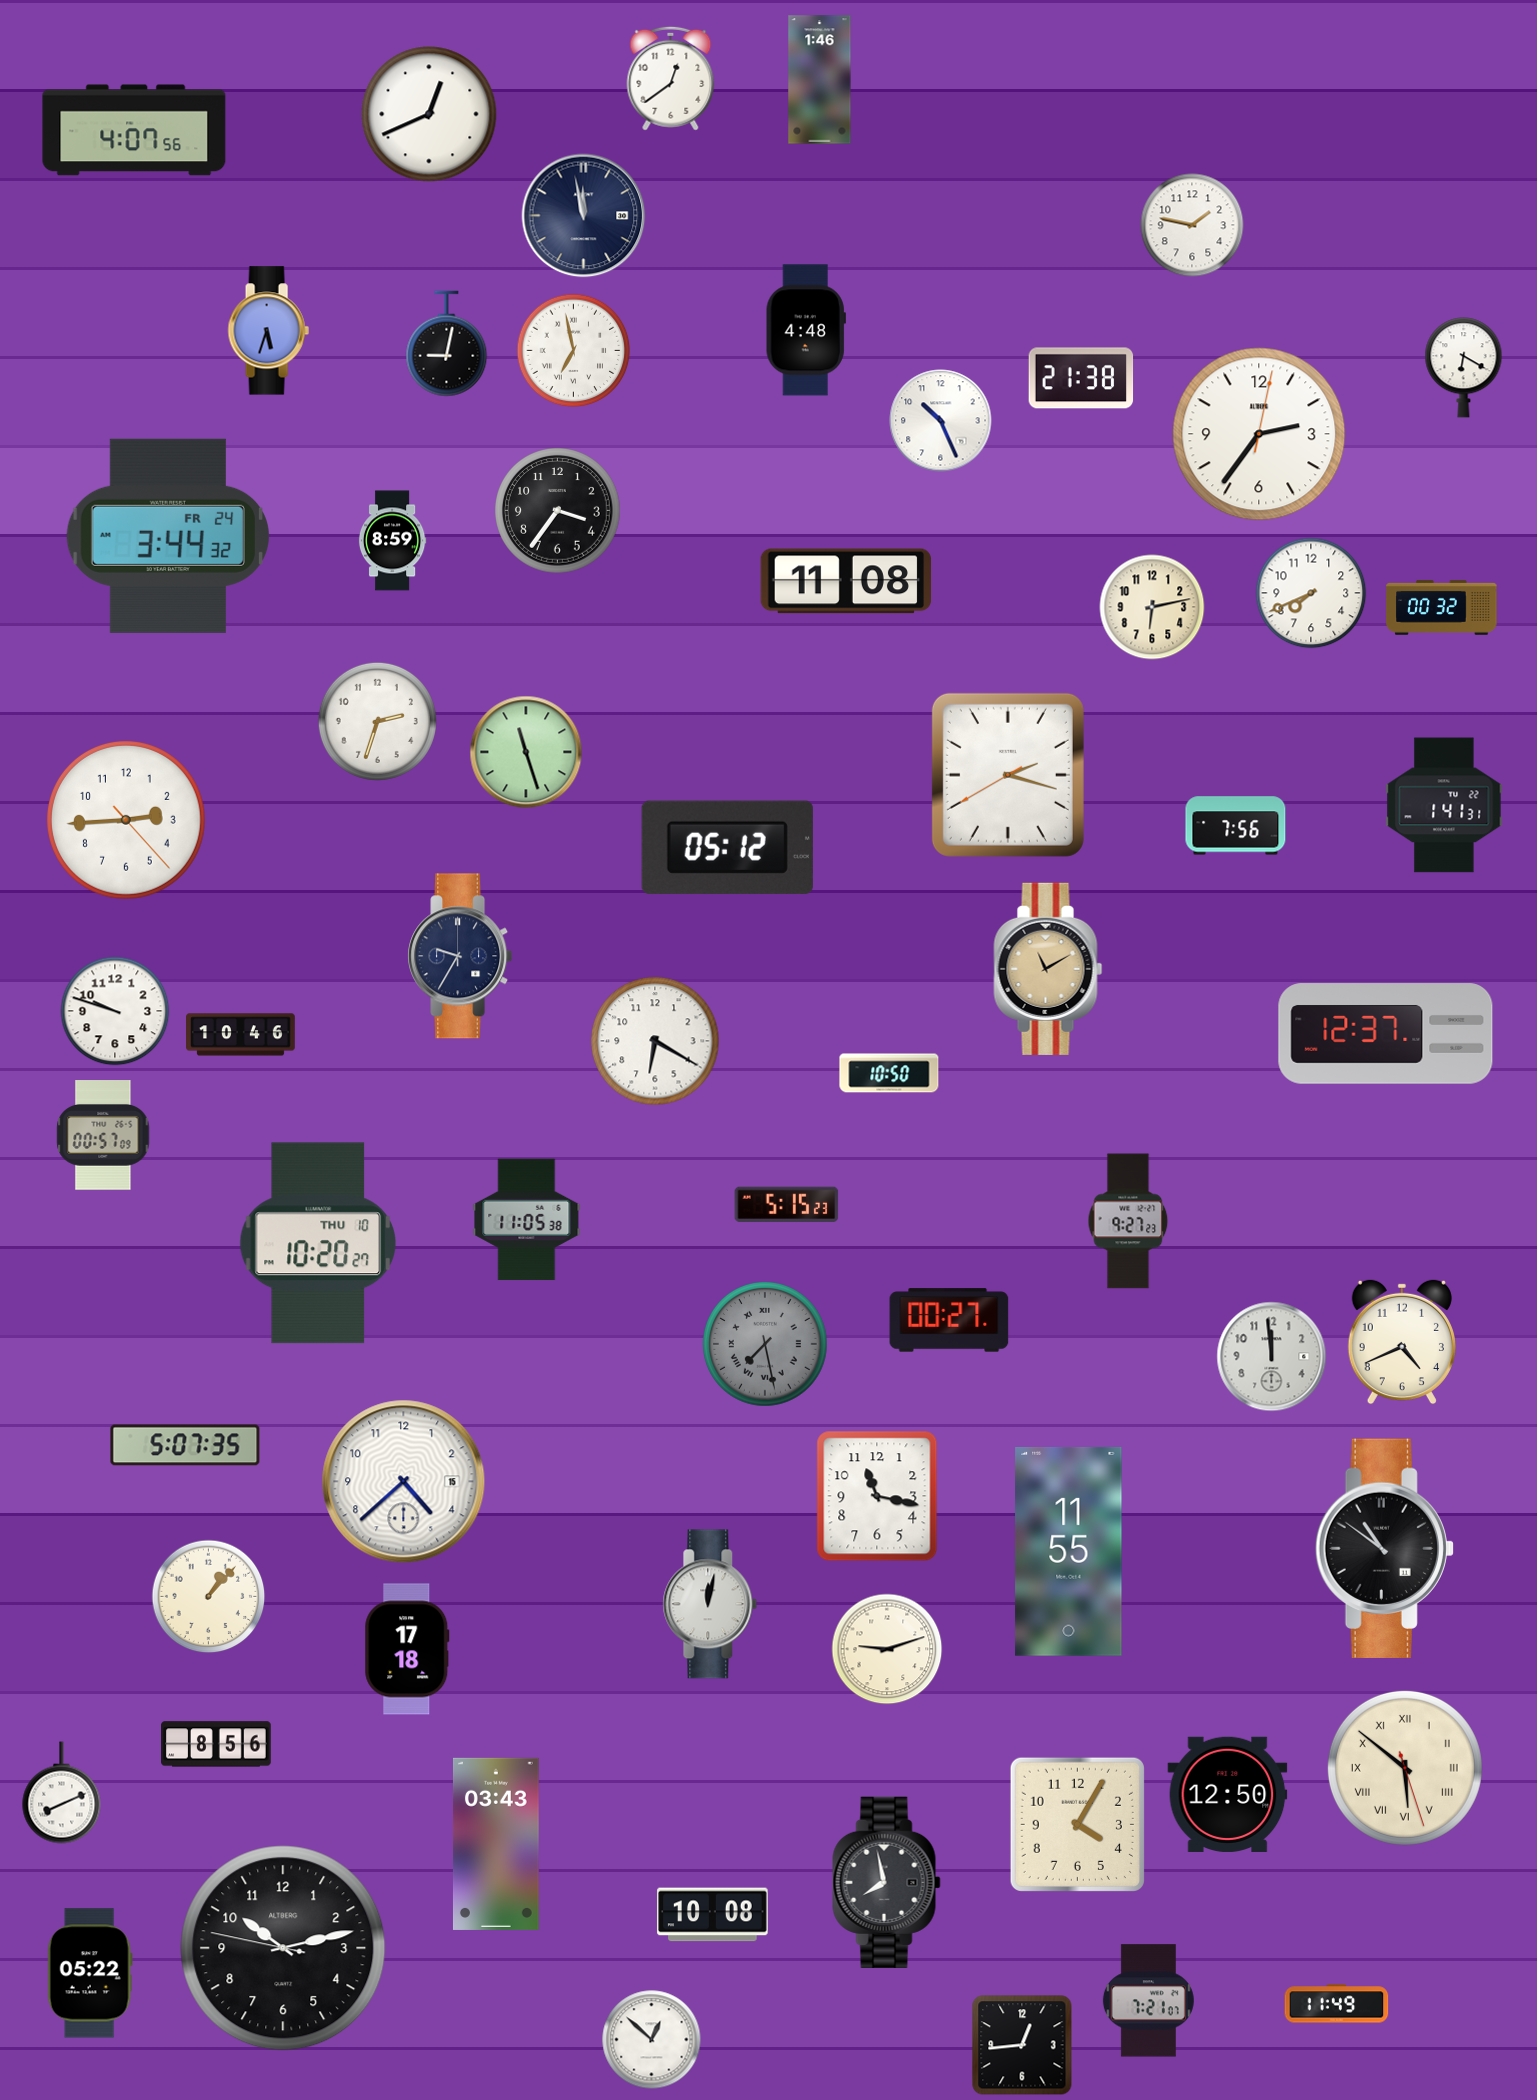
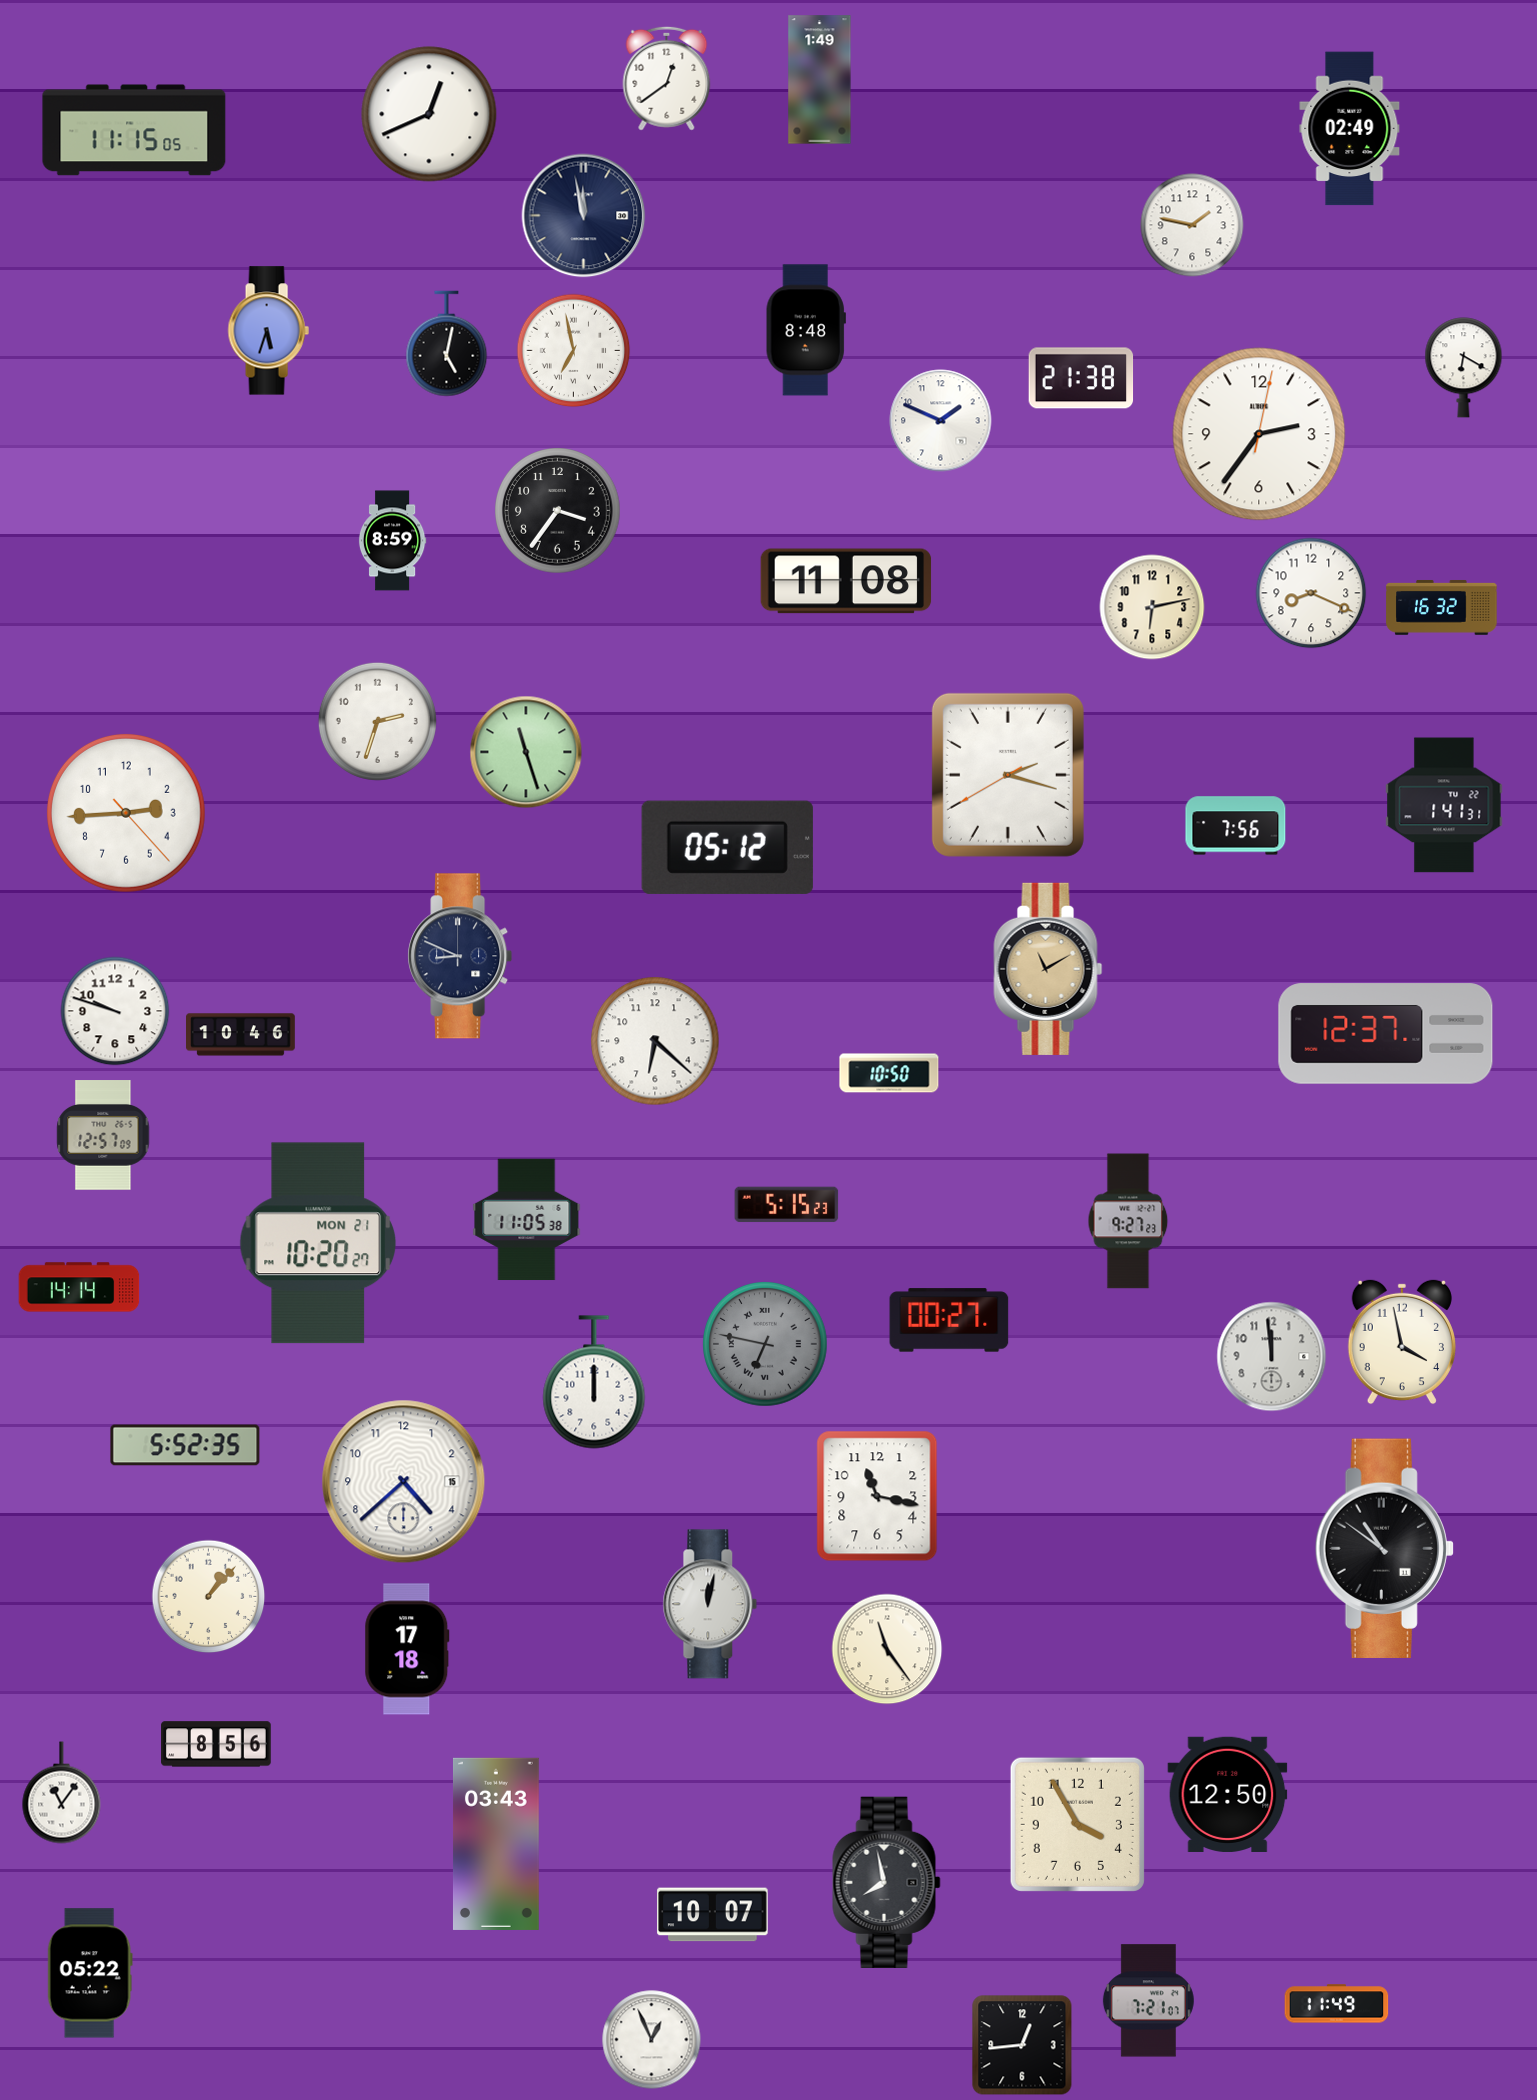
clock at (671, 78) position: (671, 78) -> (667, 78)
clock at (820, 80): 1:46 -> 1:49
clock at (1350, 129): none -> 02:49
clock at (134, 130): 4:07 -> 11:15
clock at (806, 330): 4:48 -> 8:48
clock at (447, 344): 9:02 -> 5:02
clock at (941, 421): 10:26 -> 1:49
clock at (168, 536): 3:44 -> none
clock at (1311, 593): 7:41 -> 8:19
clock at (1442, 607): 00:32 -> 16:32
clock at (126, 820) position: (126, 820) -> (126, 813)
clock at (460, 956): 9:35 -> 8:49
clock at (655, 1041): 6:20 -> 6:22
clock at (103, 1135): 00:57 -> 12:57
clock at (318, 1243) date: THU 10 -> MON 21
clock at (79, 1287): none -> 14:14
clock at (1402, 1342): 4:41 -> 3:58
clock at (766, 1345): 7:28 -> 6:47
clock at (594, 1382): none -> 12:00
clock at (185, 1445): 5:07 -> 5:52
clock at (1069, 1551): 11:55 -> none
clock at (887, 1649): 9:12 -> 11:24
clock at (1405, 1768): 5:51 -> none
clock at (62, 1793): 8:11 -> 11:06
clock at (1077, 1824): 4:05 -> 3:55
clock at (713, 1915): 10:08 -> 10:07
clock at (283, 1948): 10:12 -> none
clock at (652, 2040): 12:52 -> 12:56
